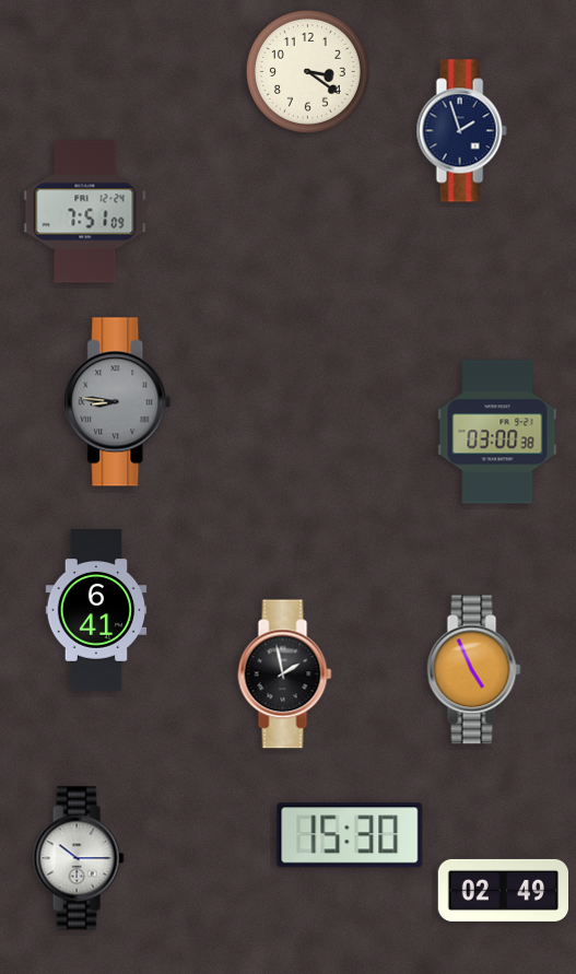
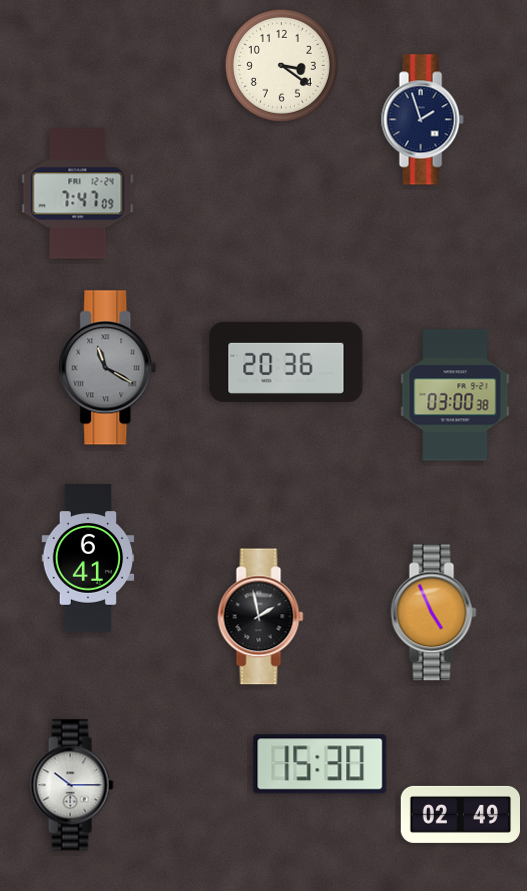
clock at (85, 212): 7:51 -> 7:47
clock at (286, 362): none -> 20:36
clock at (118, 402): 8:46 -> 11:20
